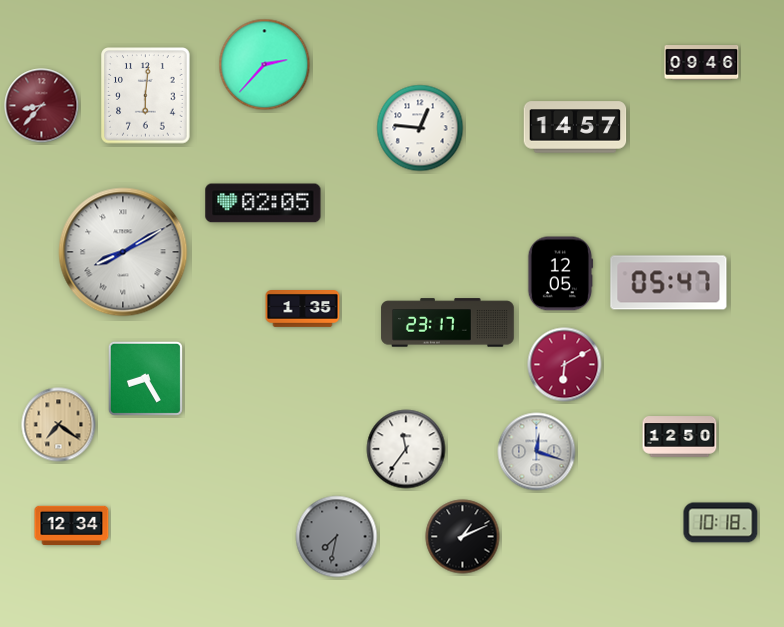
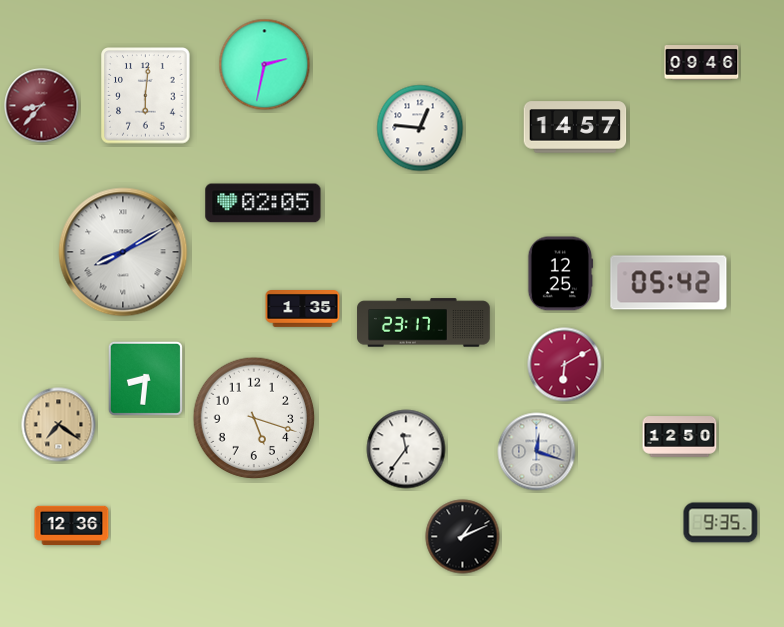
clock at (265, 65): 2:37 -> 2:32
clock at (560, 274): 12:05 -> 12:25
clock at (669, 283): 05:47 -> 05:42
clock at (448, 323) position: (448, 323) -> (424, 323)
clock at (145, 378): 8:25 -> 8:31
clock at (254, 418): none -> 5:18
clock at (721, 523): 10:18 -> 9:35
clock at (72, 526): 12:34 -> 12:36
clock at (337, 537): 7:32 -> none
